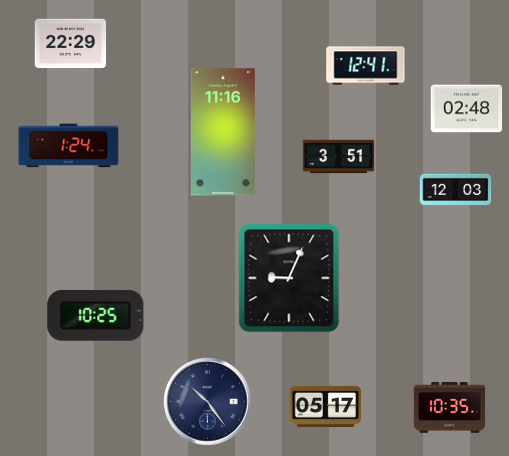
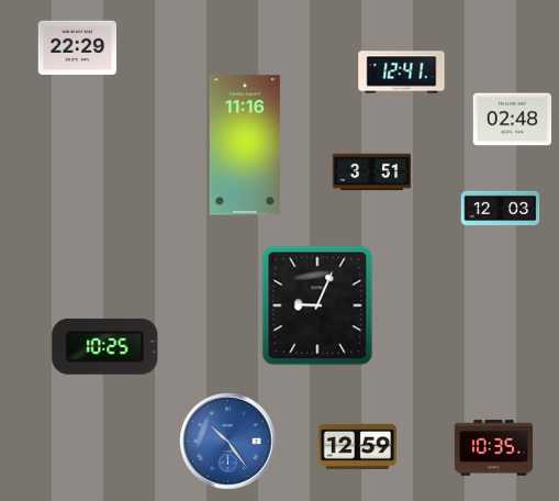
clock at (69, 146): 1:24 -> none
clock at (208, 402) dial: navy -> blue
clock at (326, 406): 05:17 -> 12:59
